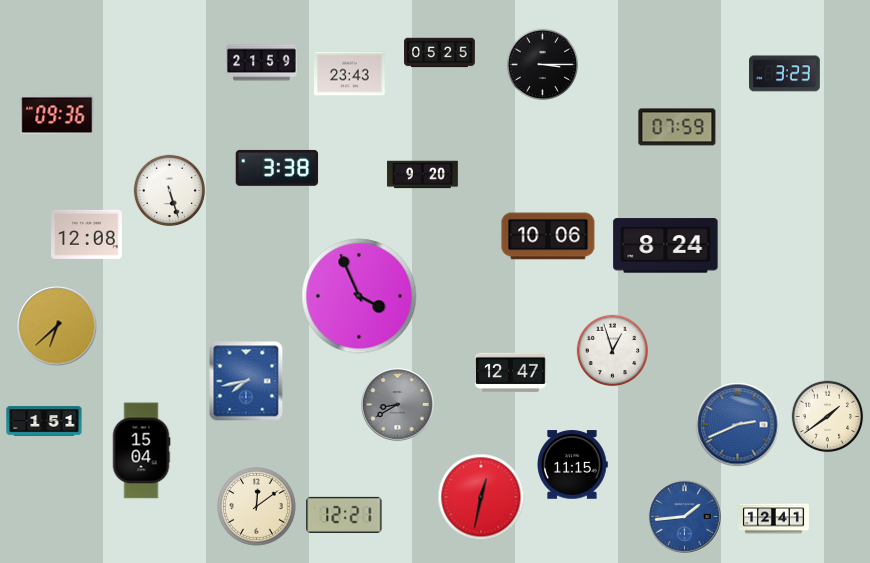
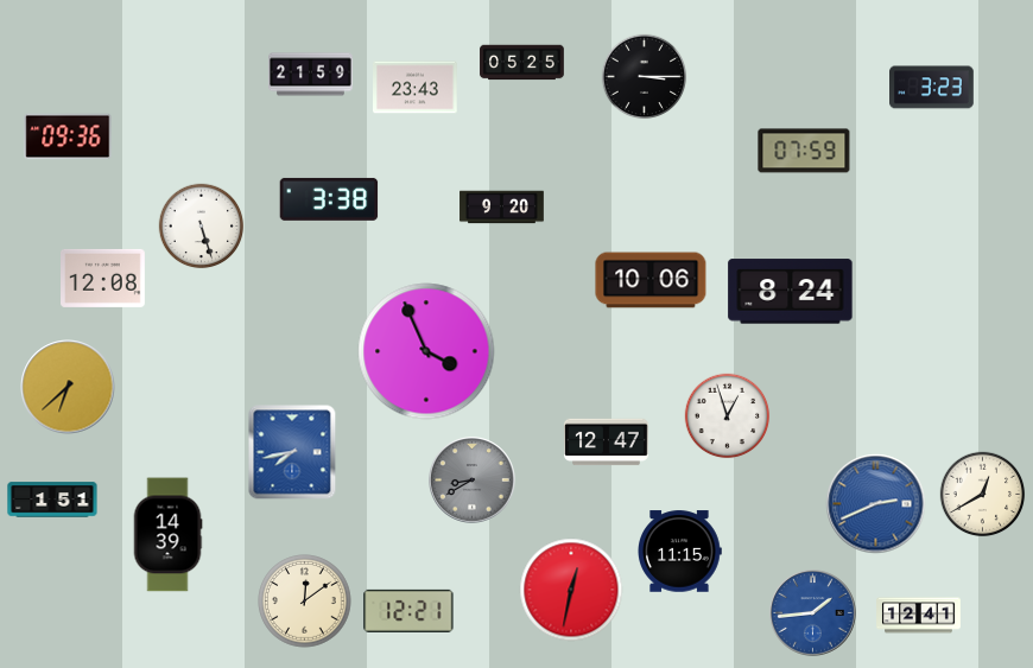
clock at (828, 417): 1:39 -> 12:40
clock at (141, 451): 15:04 -> 14:39
